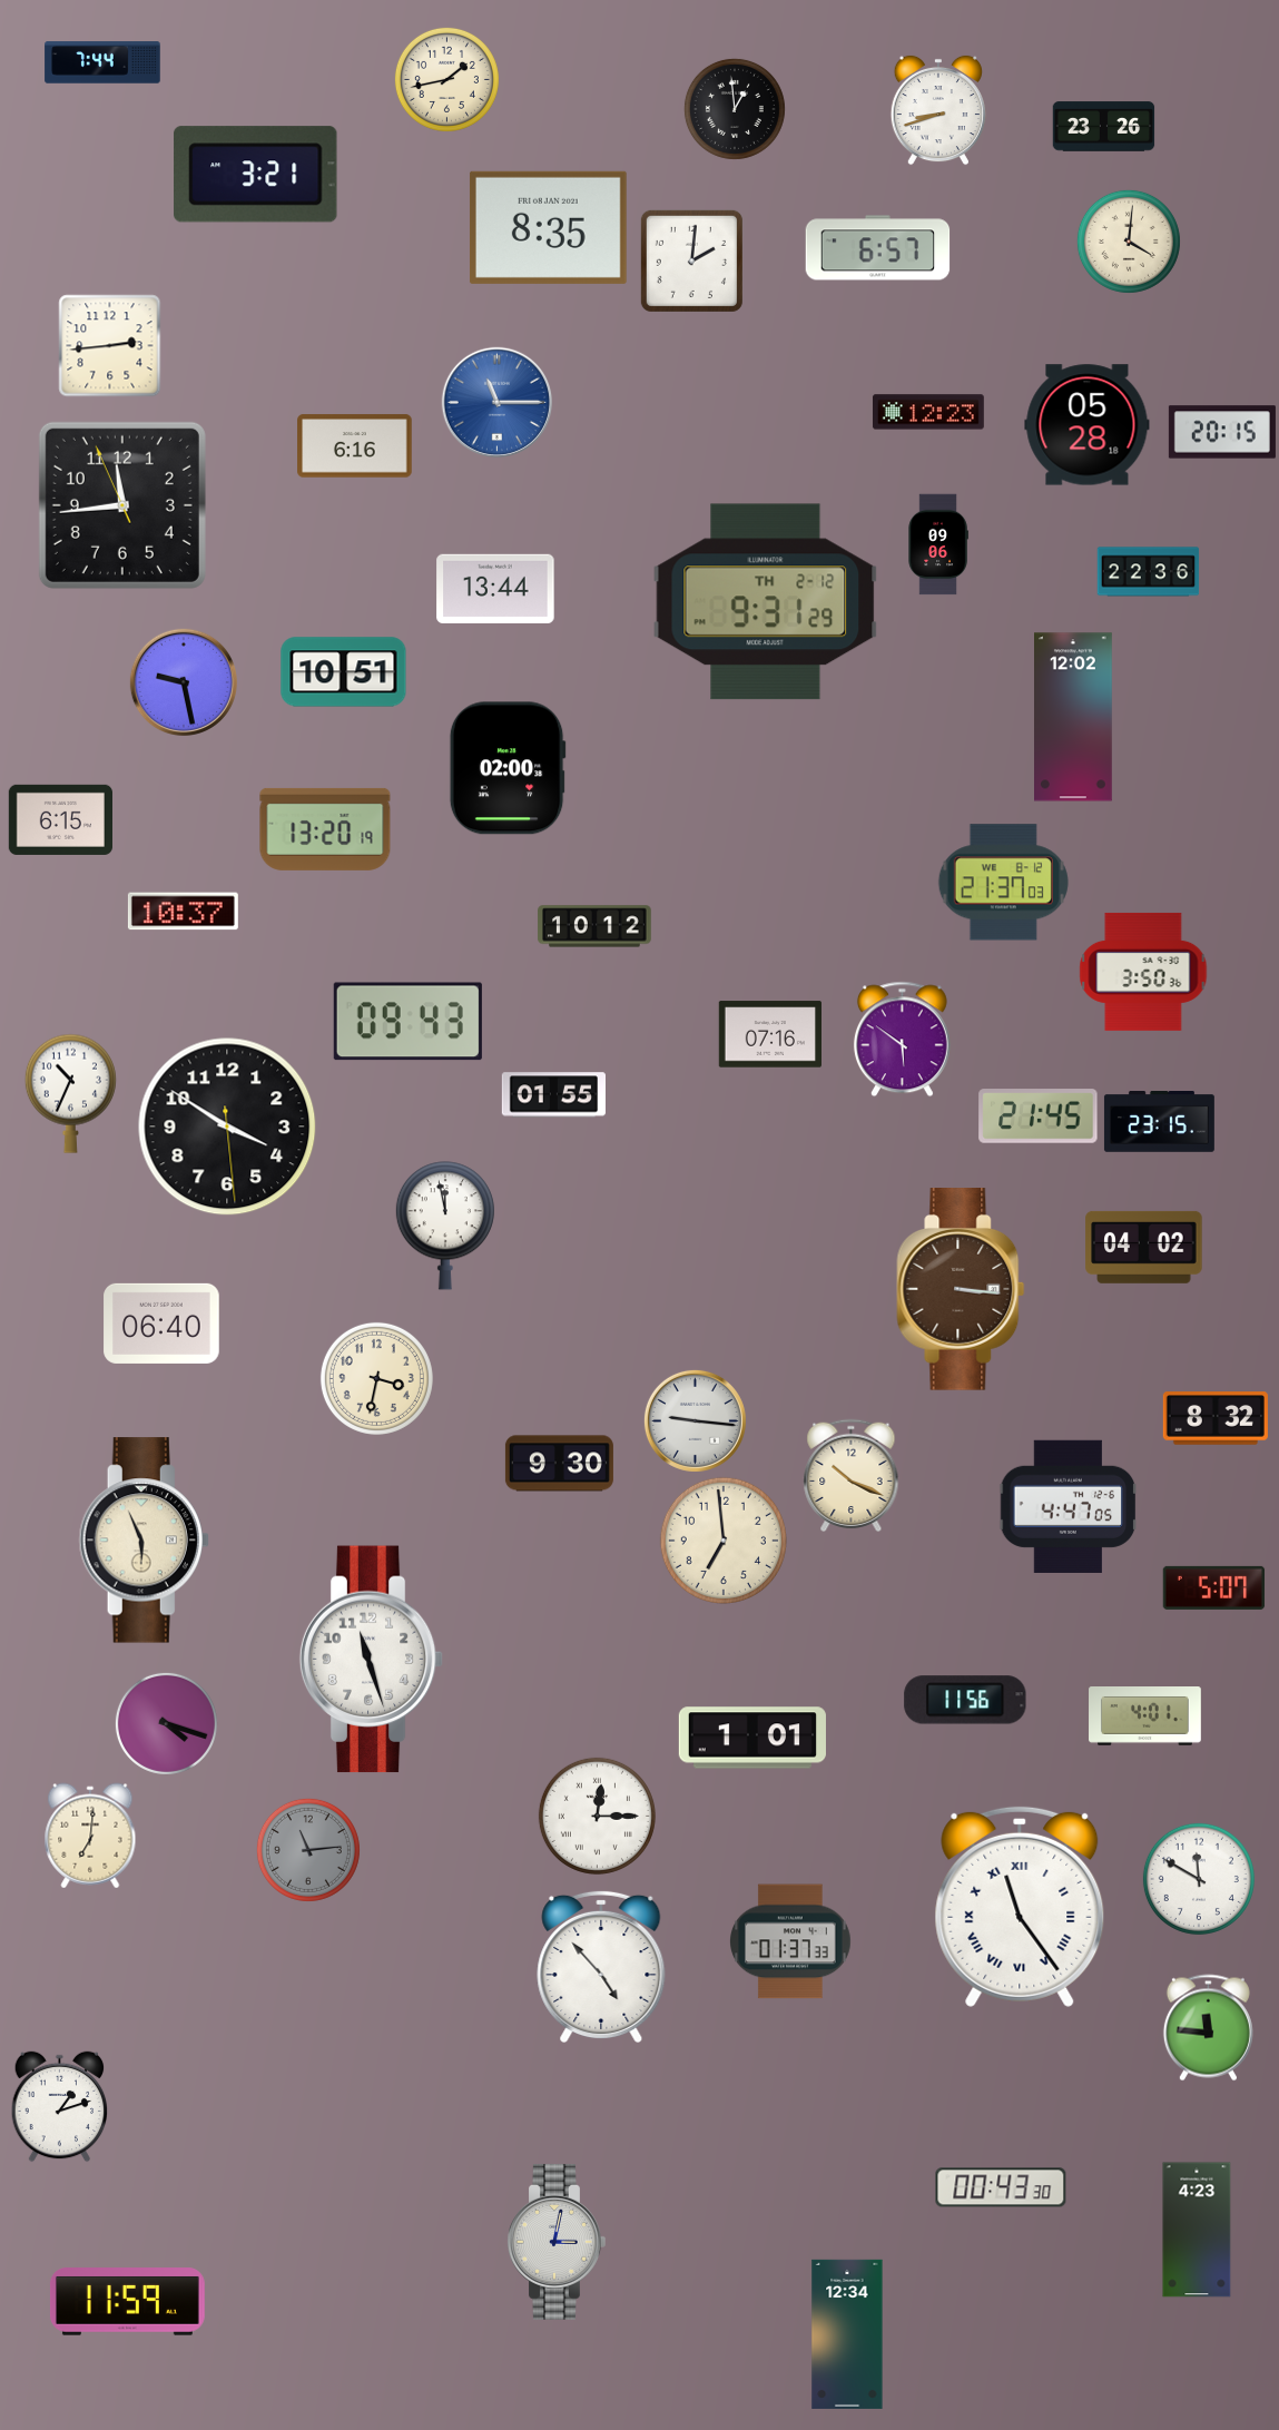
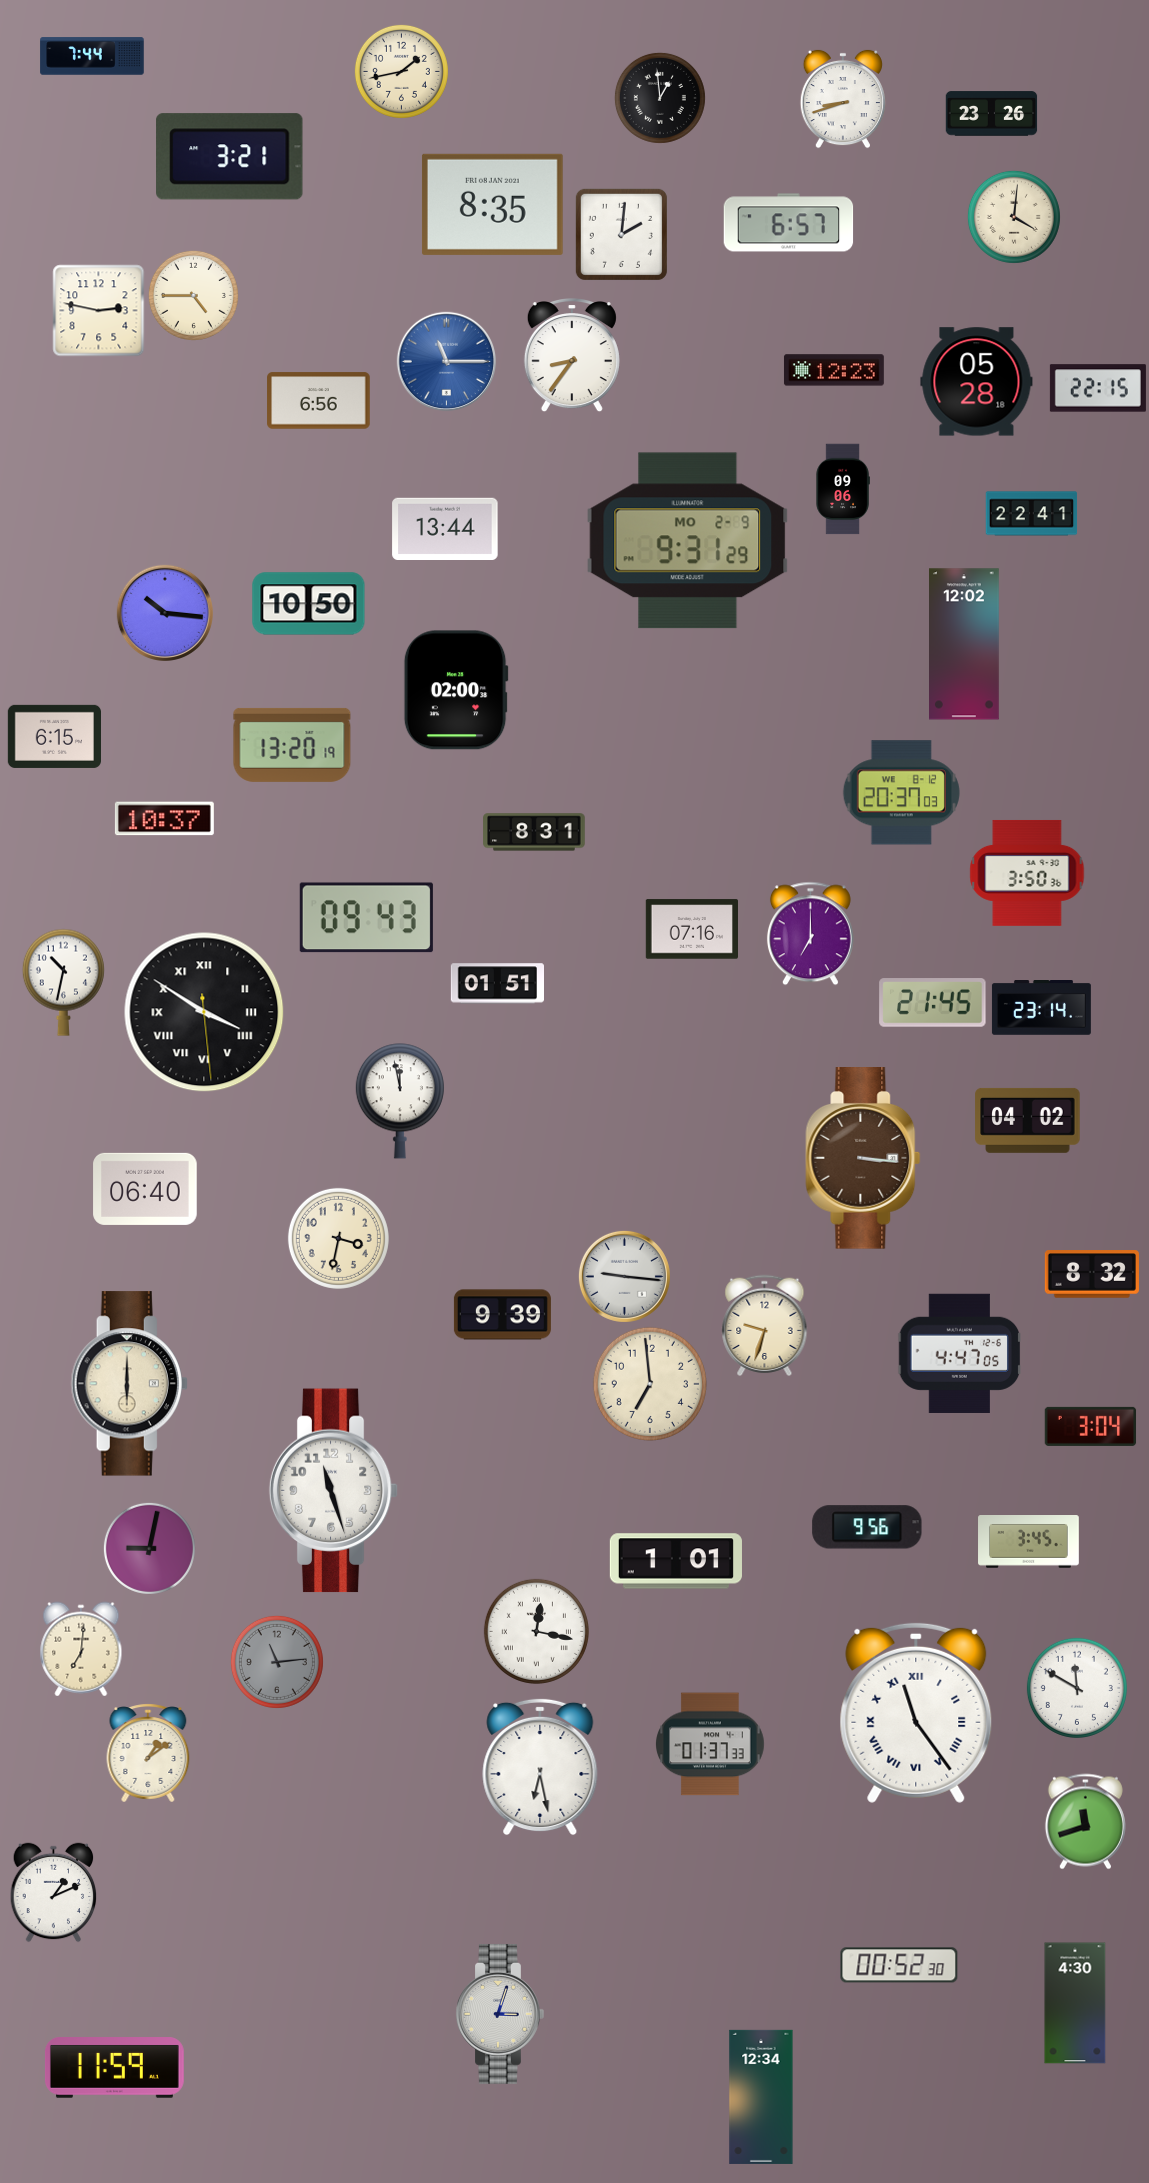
clock at (193, 295): none -> 4:45
clock at (110, 346): 2:44 -> 2:47
clock at (572, 356): none -> 8:36
clock at (1222, 432): 20:15 -> 22:15
clock at (355, 446): 6:16 -> 6:56
clock at (122, 505): 11:43 -> none
clock at (1149, 572): 22:36 -> 22:41
clock at (766, 602) date: TH 2-12 -> MO 2-9
clock at (344, 672): 10:51 -> 10:50
clock at (184, 682): 9:28 -> 10:16
clock at (1003, 883): 21:37 -> 20:37
clock at (594, 926): 10:12 -> 8:31
clock at (902, 1040): 5:51 -> 7:00
clock at (70, 1093): 10:34 -> 10:32
clock at (553, 1095): 01:55 -> 01:51
clock at (1159, 1122): 23:15 -> 23:14
clock at (227, 1127) numerals: Arabic -> Roman
clock at (559, 1464): 9:30 -> 9:39
clock at (852, 1476): 10:19 -> 9:33
clock at (144, 1541): 5:56 -> 6:00
clock at (1214, 1587): 5:07 -> 3:04
clock at (965, 1700): 11:56 -> 9:56
clock at (1145, 1716): 4:01 -> 3:45
clock at (166, 1723): 4:18 -> 9:02
clock at (597, 1816): 12:15 -> 12:17
clock at (148, 1753): none -> 1:09
clock at (601, 1967): 4:53 -> 6:28
clock at (1208, 2028): 11:46 -> 11:42
clock at (60, 2107): 1:12 -> 1:11
clock at (1001, 2187): 00:43 -> 00:52
clock at (1197, 2230): 4:23 -> 4:30
clock at (557, 2242): 3:02 -> 3:03
